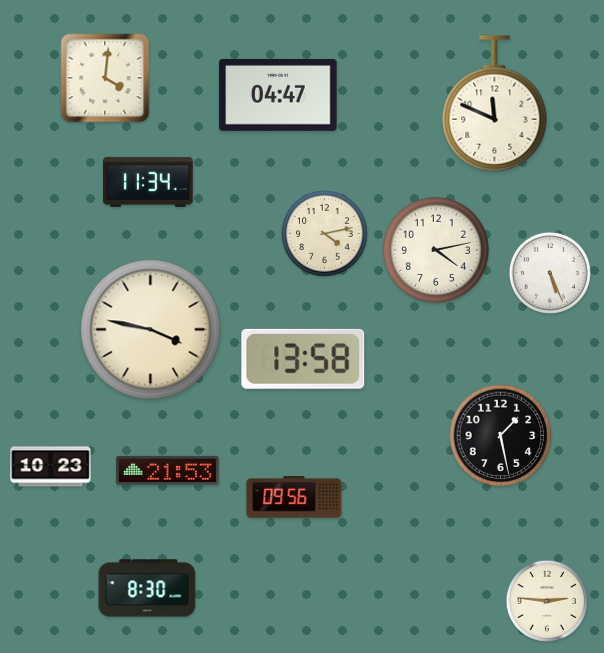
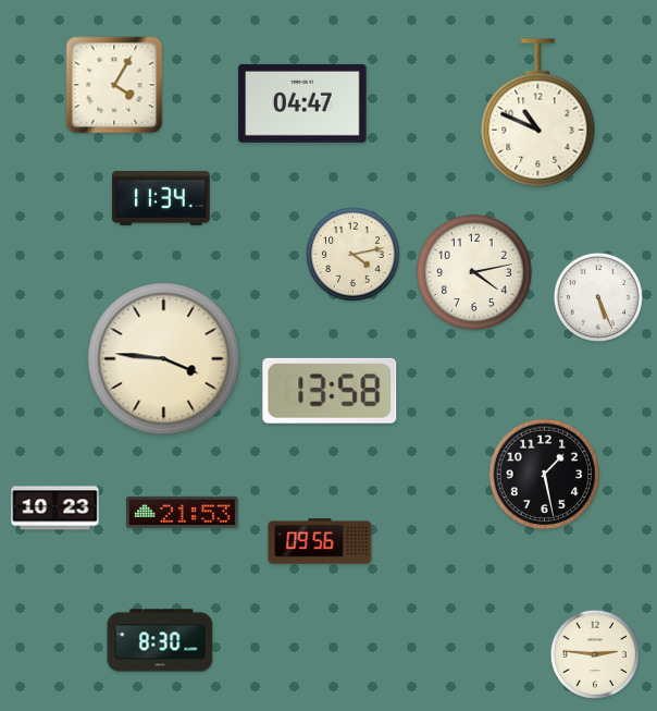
clock at (105, 78): 4:01 -> 4:05
clock at (495, 104): 11:49 -> 10:49
clock at (151, 330): 3:47 -> 3:46
